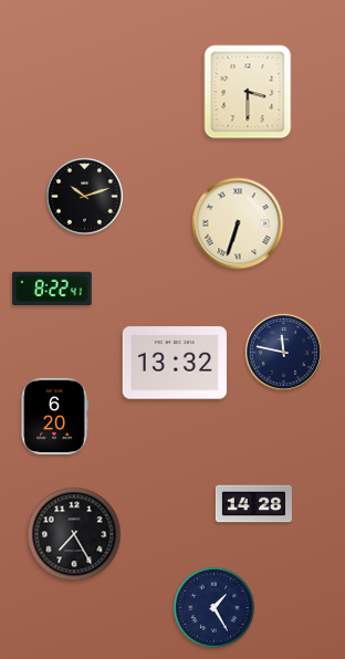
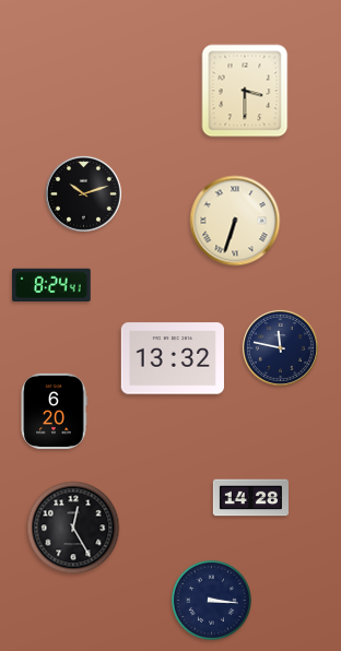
clock at (52, 289): 8:22 -> 8:24
clock at (74, 534): 7:25 -> 12:25
clock at (213, 607): 1:25 -> 3:16
